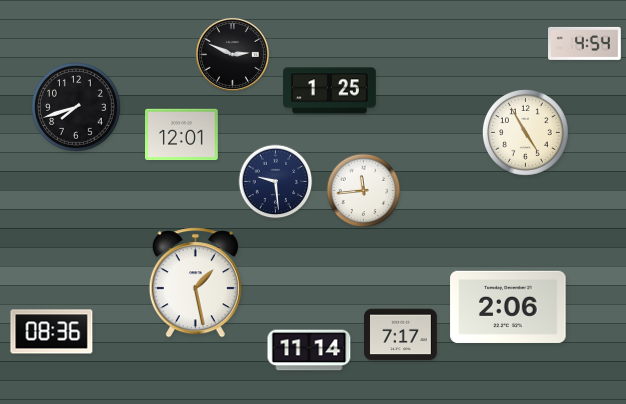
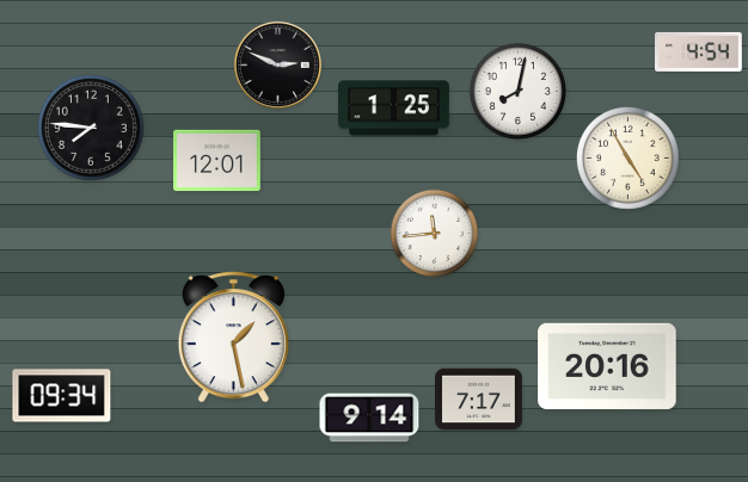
clock at (517, 91): none -> 8:02
clock at (77, 108): 7:42 -> 7:46
clock at (276, 182): 9:29 -> none
clock at (364, 191) position: (364, 191) -> (435, 234)
clock at (508, 307): 2:06 -> 20:16
clock at (52, 332): 08:36 -> 09:34
clock at (309, 350): 11:14 -> 9:14
